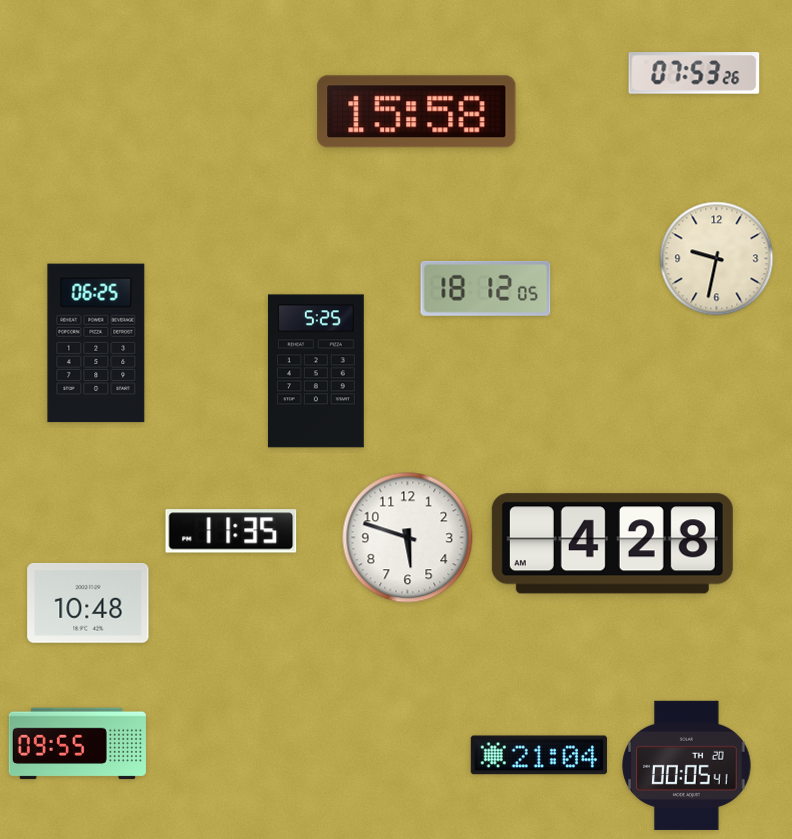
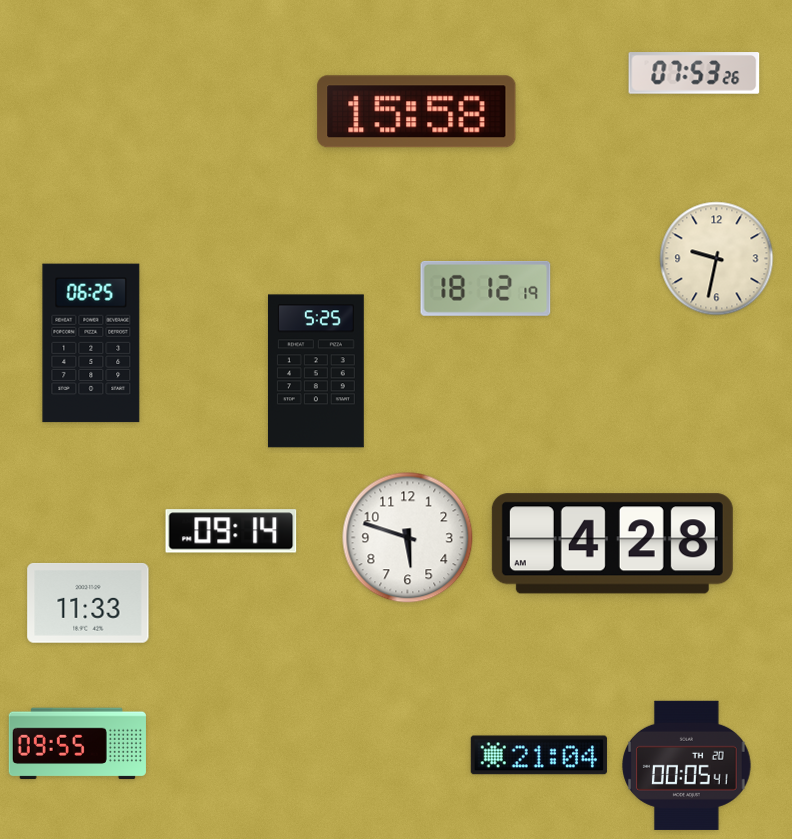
clock at (486, 288): 18:12:05 -> 18:12:19
clock at (96, 343) position: (96, 343) -> (91, 343)
clock at (231, 531): 11:35 -> 09:14
clock at (88, 603): 10:48 -> 11:33
